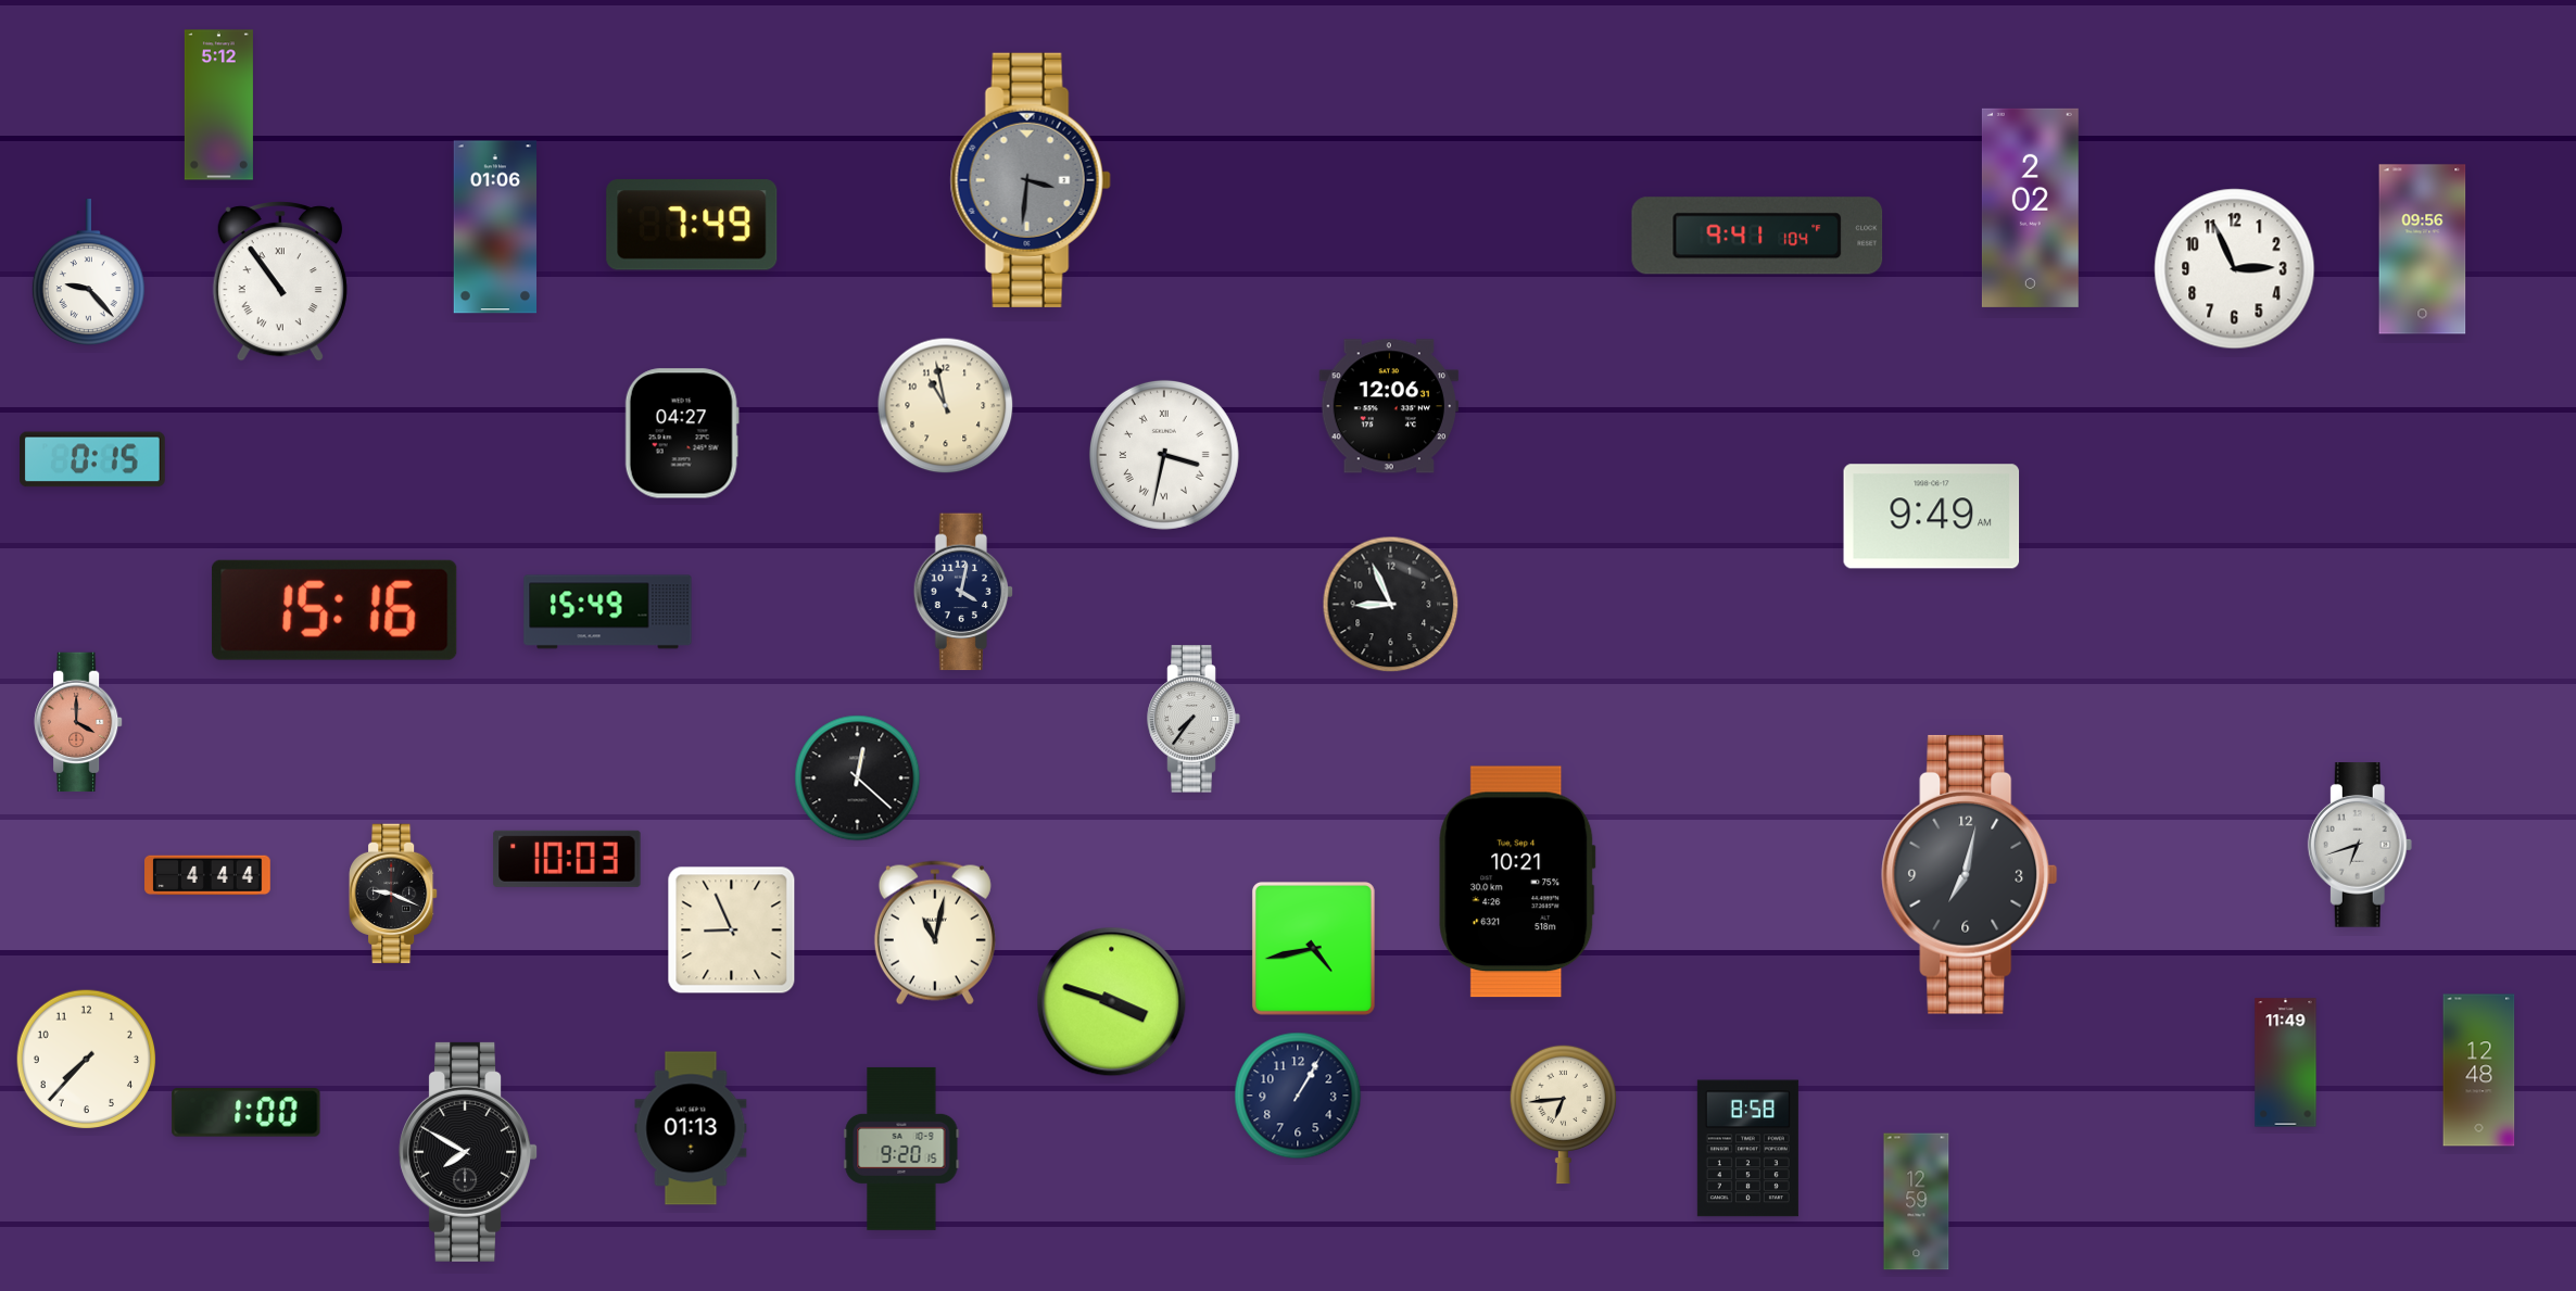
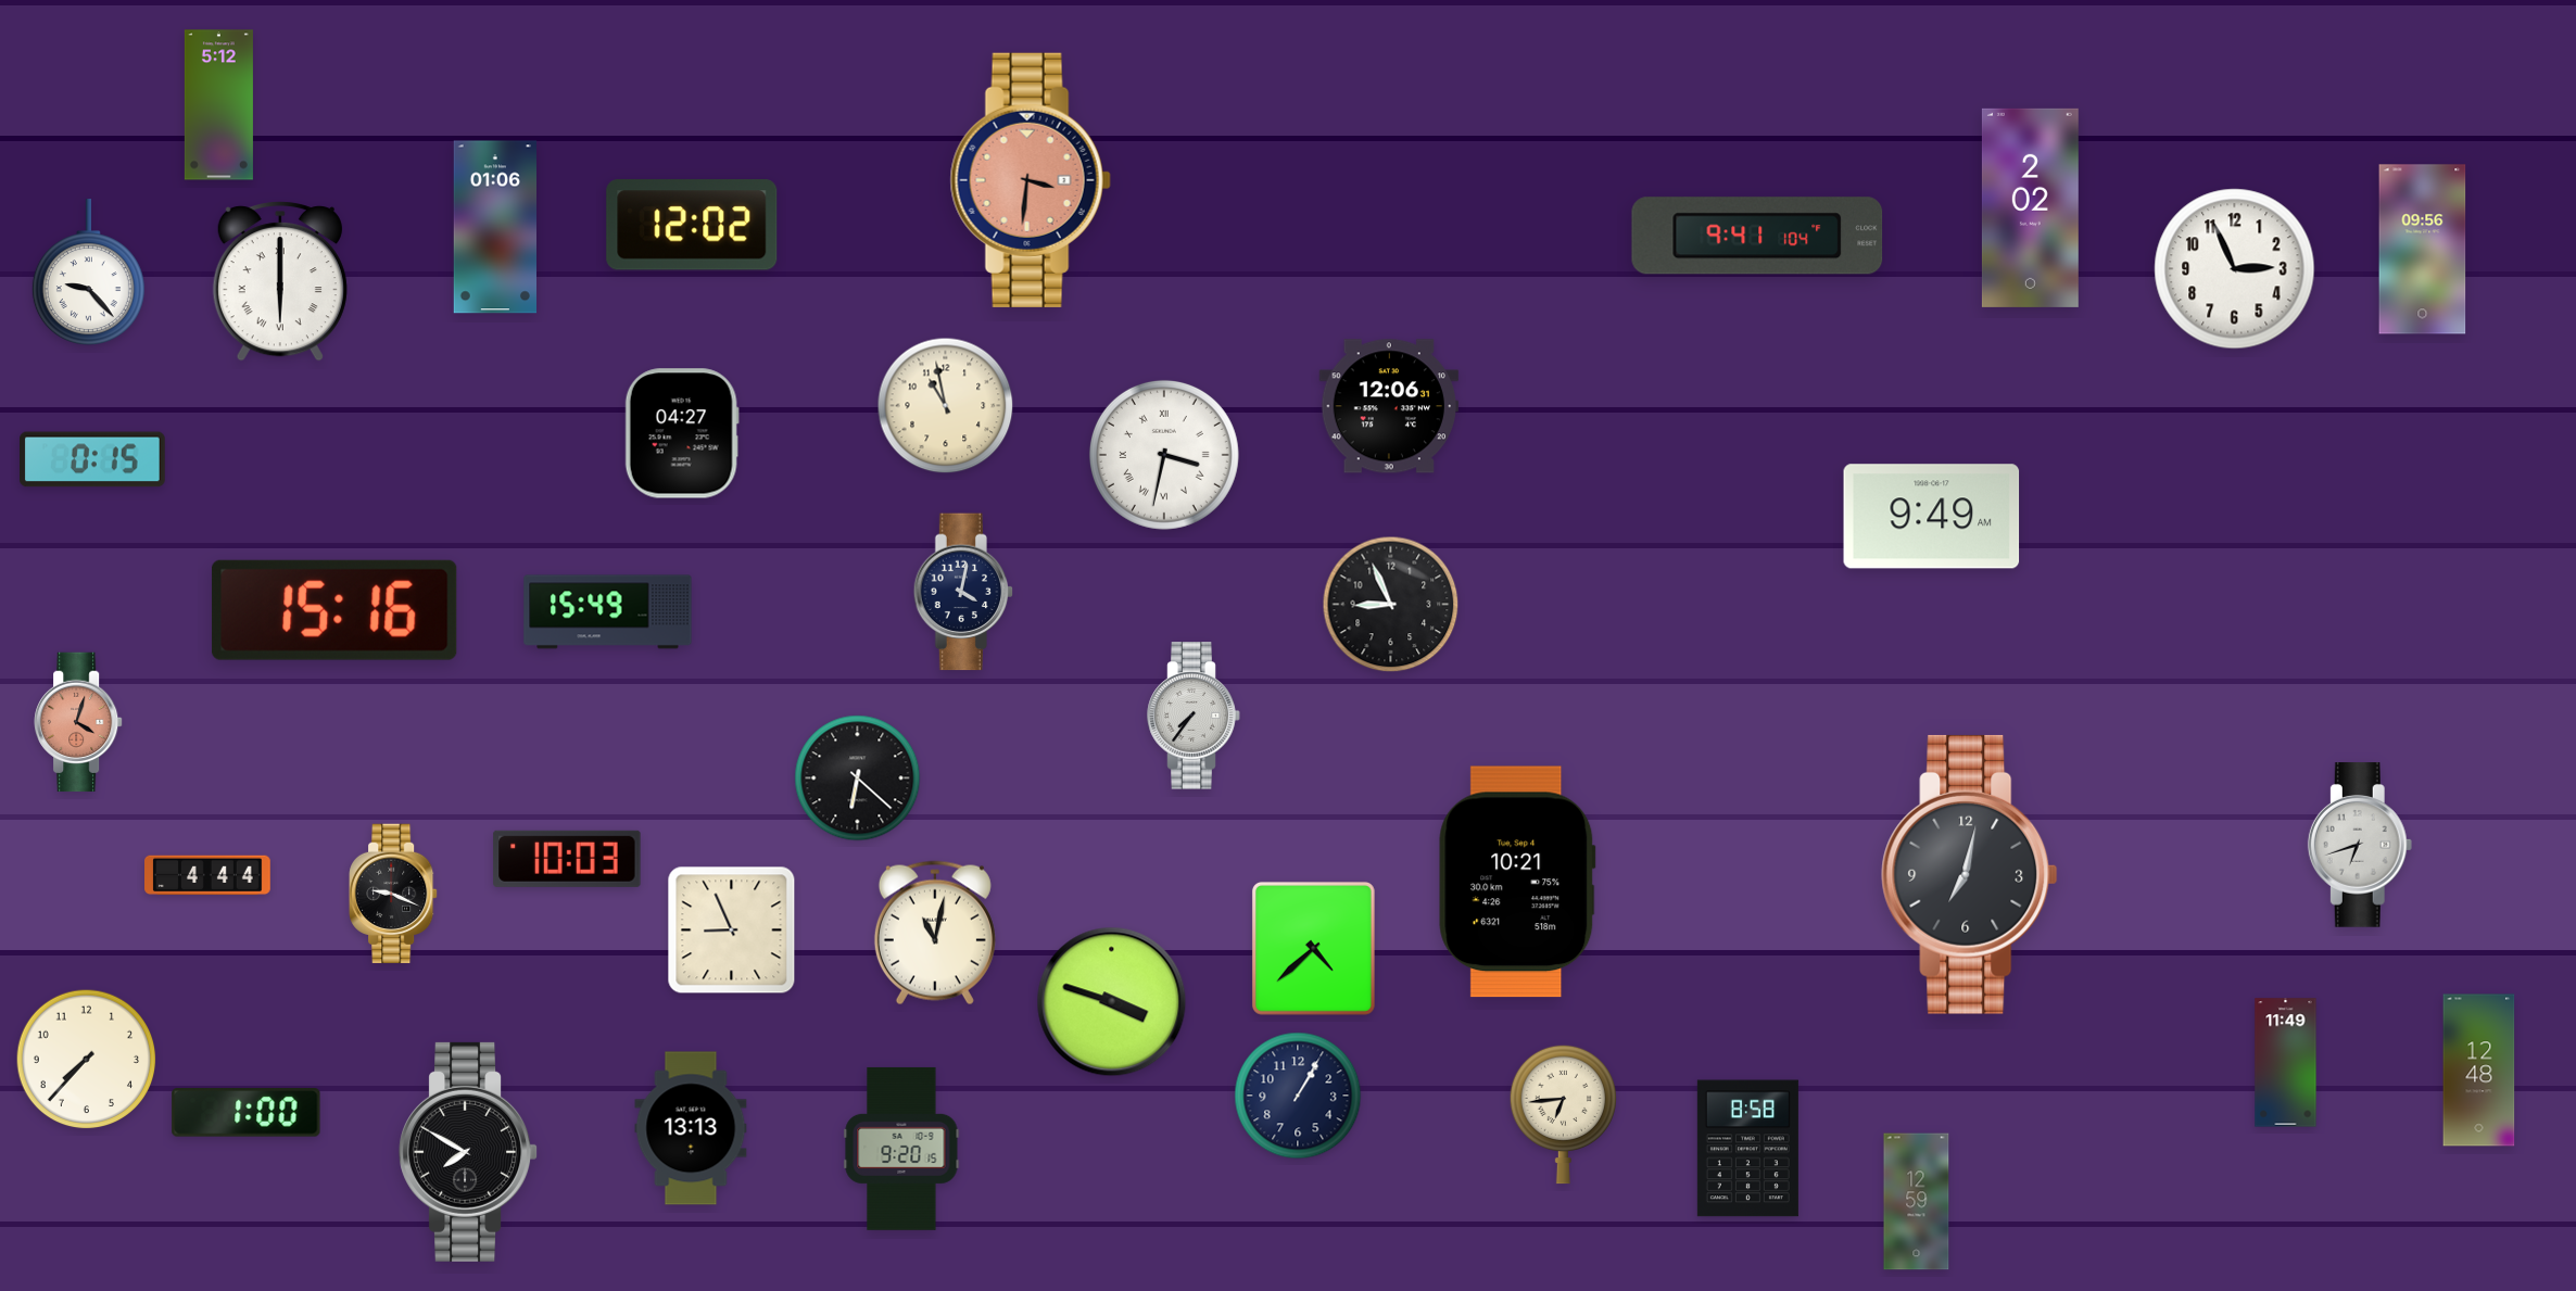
clock at (1031, 180) dial: grey -> salmon
clock at (692, 225): 7:49 -> 12:02
clock at (280, 281): 10:54 -> 6:00
clock at (1194, 719) position: (1194, 719) -> (1194, 716)
clock at (78, 722): 4:00 -> 4:03
clock at (858, 779): 12:22 -> 6:22
clock at (1313, 948): 4:43 -> 4:38
clock at (691, 1128): 01:13 -> 13:13
